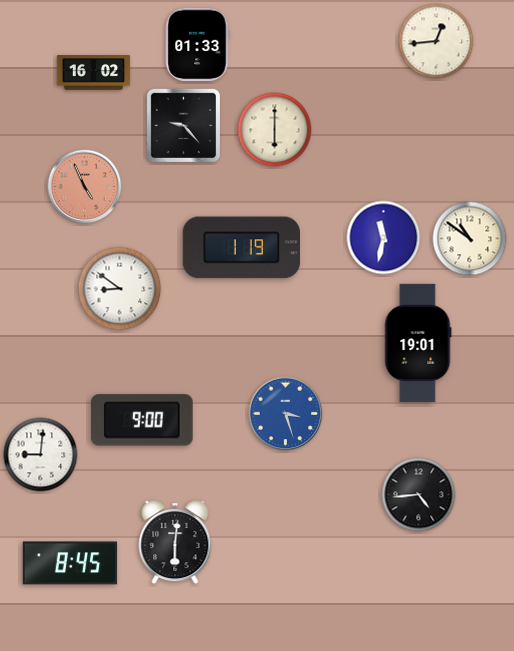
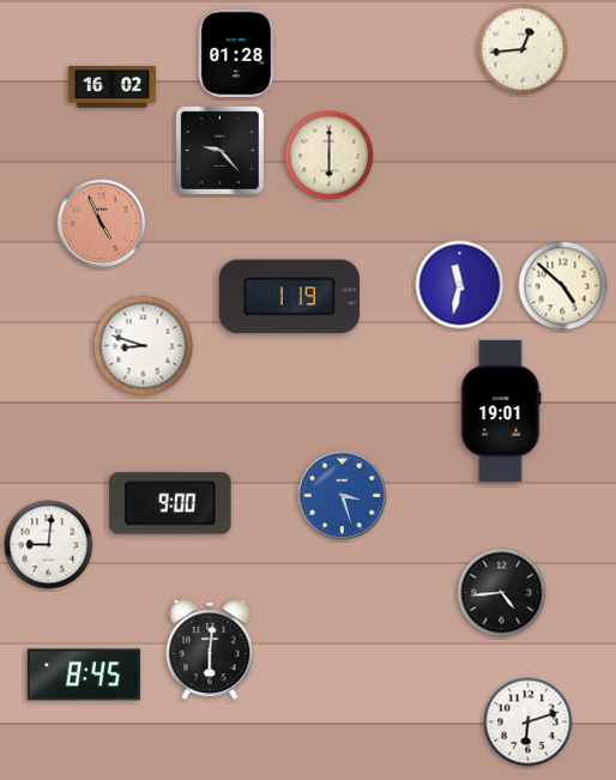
clock at (197, 45): 01:33 -> 01:28
clock at (470, 239): 10:51 -> 4:52
clock at (120, 289): 8:51 -> 8:48
clock at (529, 722): none -> 6:12
